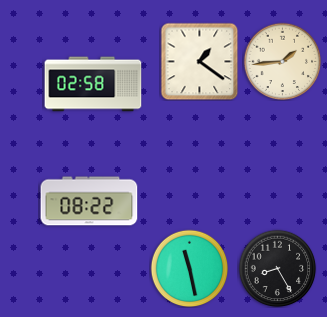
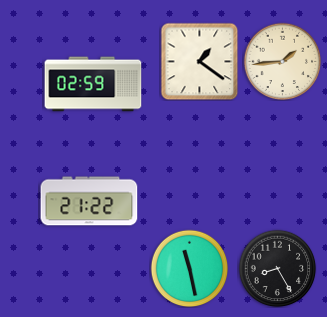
clock at (93, 84): 02:58 -> 02:59
clock at (89, 201): 08:22 -> 21:22
